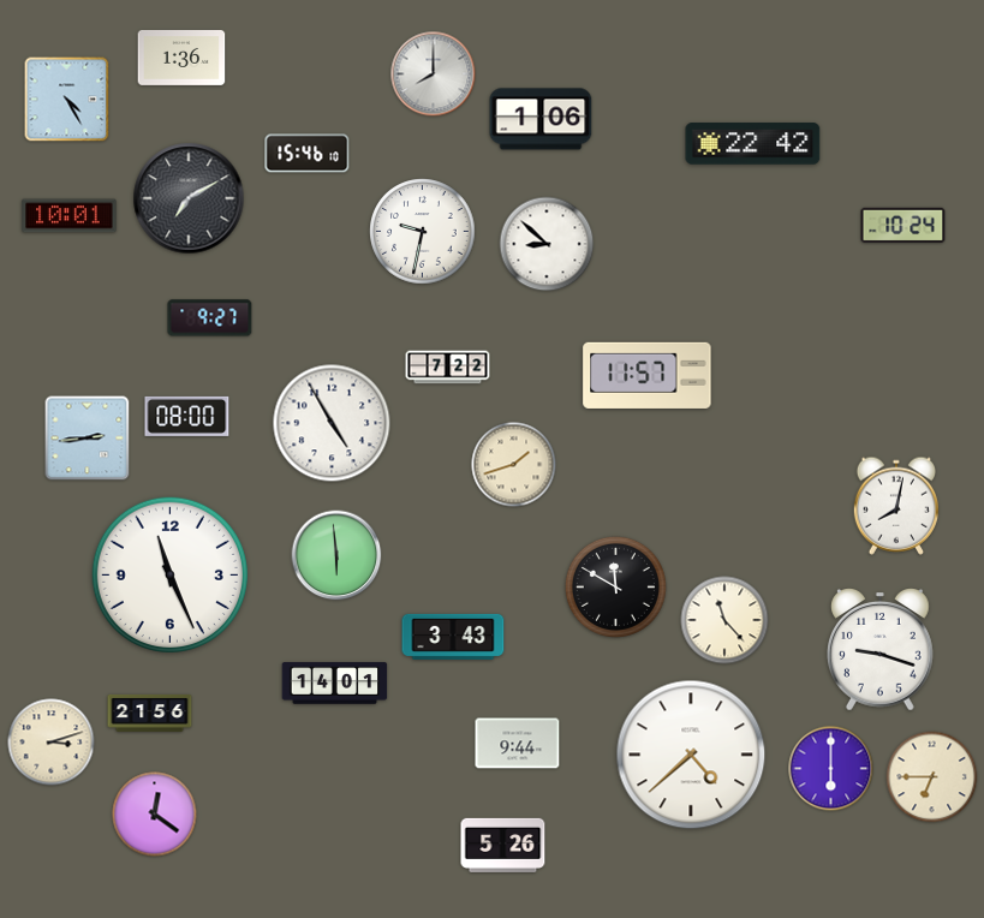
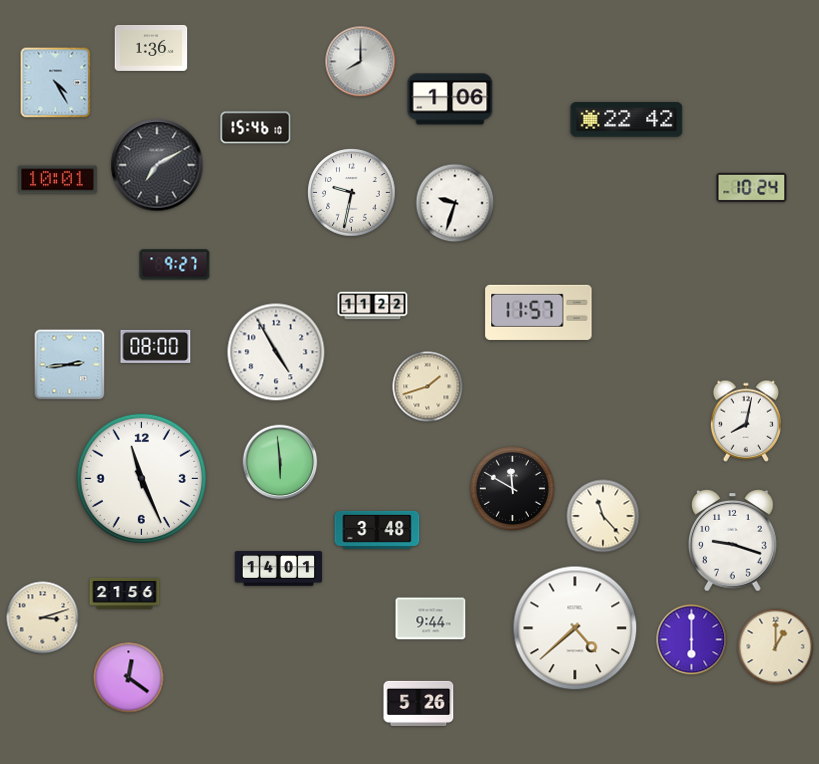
clock at (547, 244): 8:52 -> 9:33
clock at (448, 368): 7:22 -> 11:22
clock at (88, 439) position: (88, 439) -> (70, 365)
clock at (453, 637): 3:43 -> 3:48
clock at (932, 777): 6:45 -> 1:00
